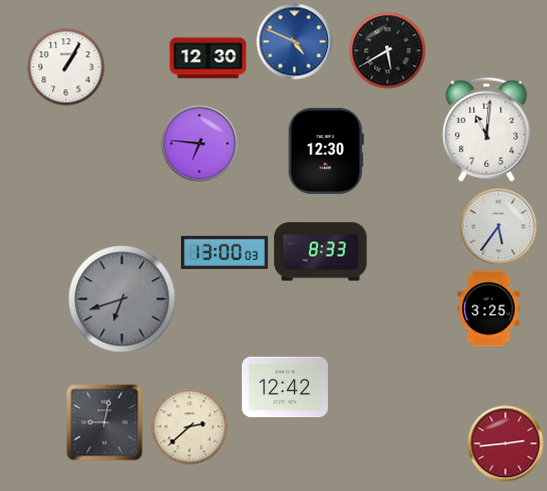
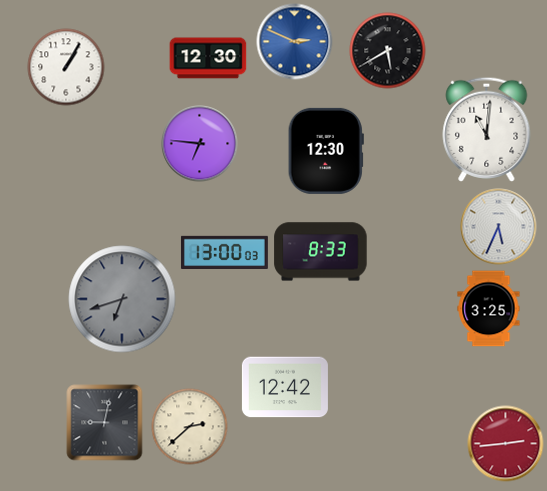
clock at (295, 42): 4:49 -> 2:49
clock at (499, 227): 5:36 -> 5:34
